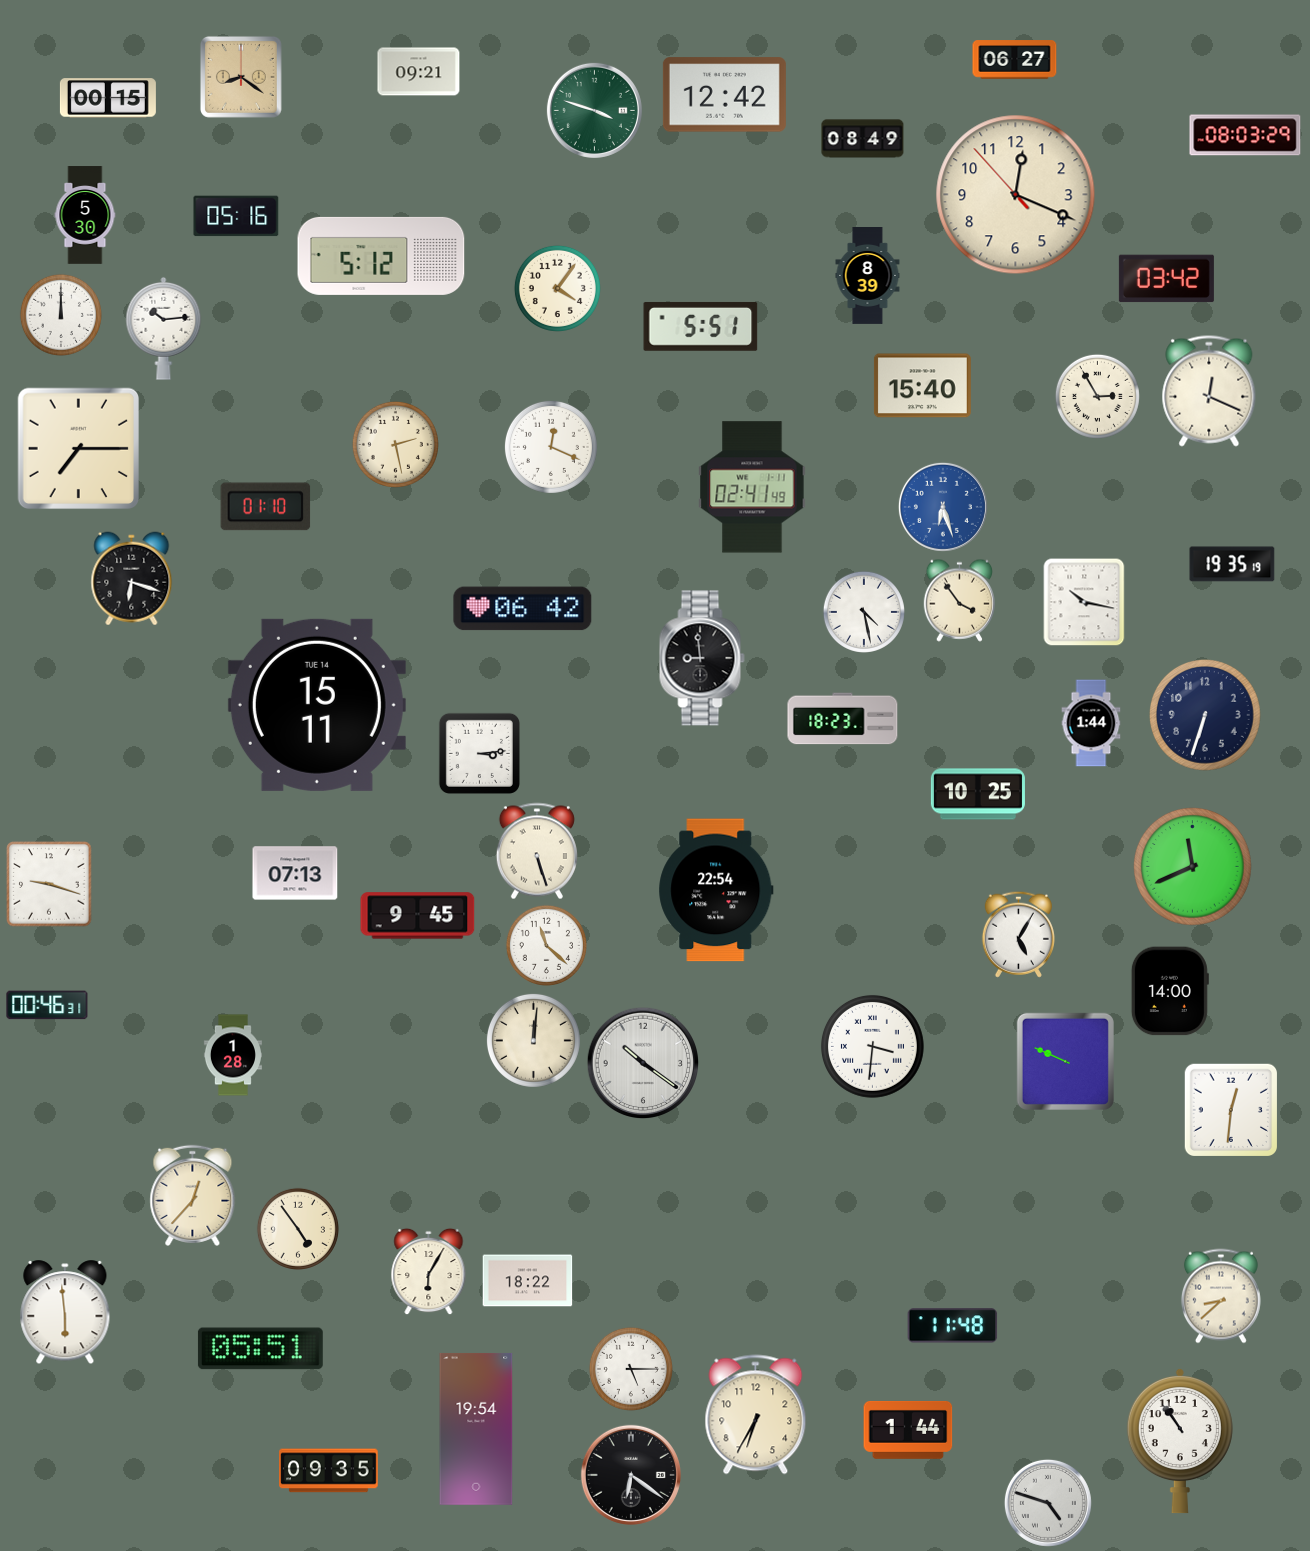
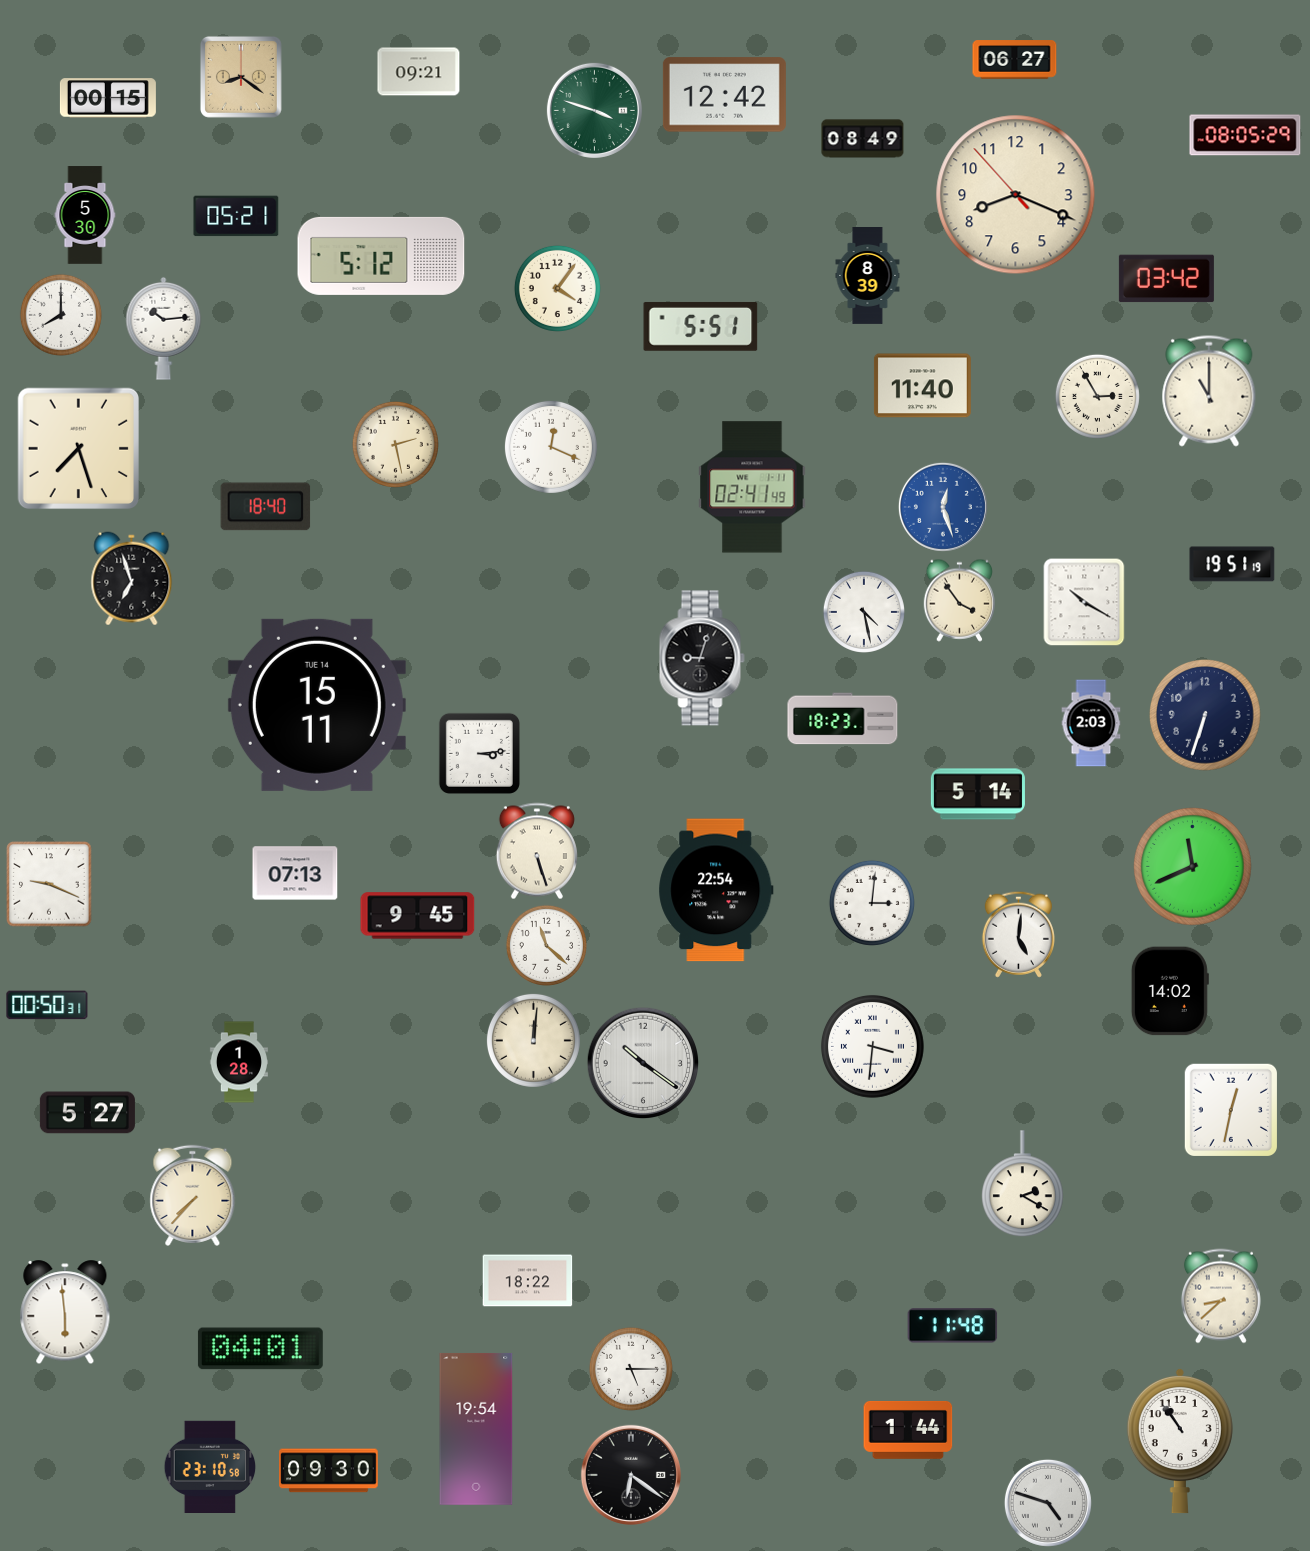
clock at (1245, 135): 08:03 -> 08:05
clock at (1016, 195): 12:18 -> 8:18
clock at (236, 216): 05:16 -> 05:21
clock at (61, 315): 12:00 -> 8:00
clock at (922, 386): 15:40 -> 11:40
clock at (1209, 391): 12:19 -> 11:00
clock at (79, 449): 7:15 -> 7:27
clock at (266, 507): 01:10 -> 18:40
clock at (943, 507): 6:27 -> 12:27
clock at (1232, 564): 19:35 -> 19:51
clock at (132, 579): 6:18 -> 6:57
clock at (1084, 602): 10:17 -> 10:20
clock at (523, 609): 06:42 -> none
clock at (702, 658): 8:59 -> 9:03
clock at (1091, 723): 1:44 -> 2:03
clock at (978, 794): 10:25 -> 5:14
clock at (49, 884): 9:18 -> 9:19
clock at (872, 903): none -> 3:01
clock at (1018, 934): 5:05 -> 5:01
clock at (1170, 991): 14:00 -> 14:02
clock at (47, 1005): 00:46 -> 00:50
clock at (233, 1055) position: (233, 1055) -> (239, 1062)
clock at (1065, 1061): 9:49 -> none
clock at (1230, 1109): 12:31 -> 12:32
clock at (87, 1113): none -> 5:27
clock at (1022, 1184): none -> 2:20
clock at (193, 1195): 12:37 -> 7:37
clock at (298, 1229): 4:54 -> none
clock at (429, 1272): 6:05 -> none
clock at (260, 1349): 05:51 -> 04:01
clock at (756, 1415): 6:35 -> none
clock at (210, 1466): none -> 23:10
clock at (329, 1471): 09:35 -> 09:30
